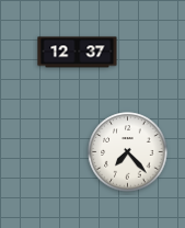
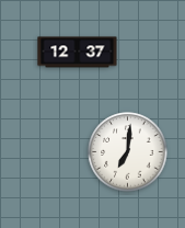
clock at (128, 152): 7:23 -> 7:01
